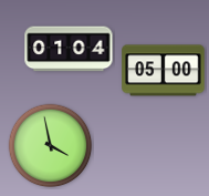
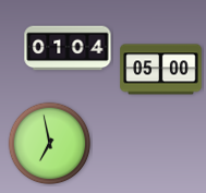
clock at (51, 146): 3:58 -> 6:58
